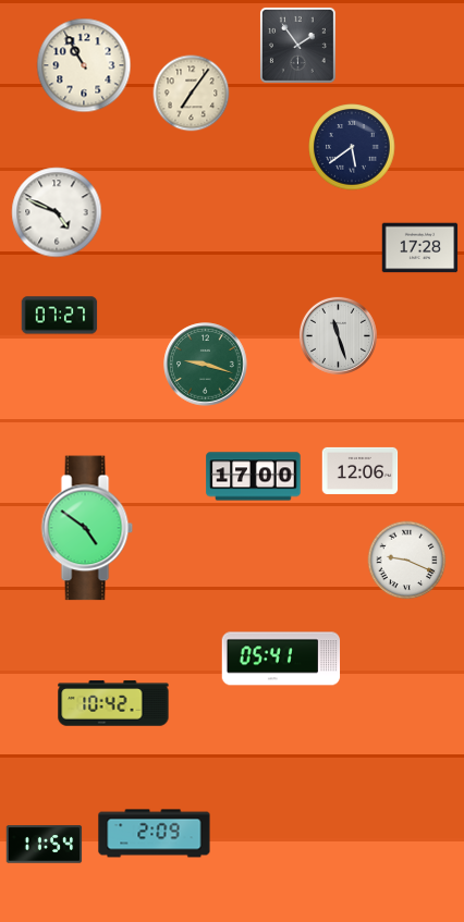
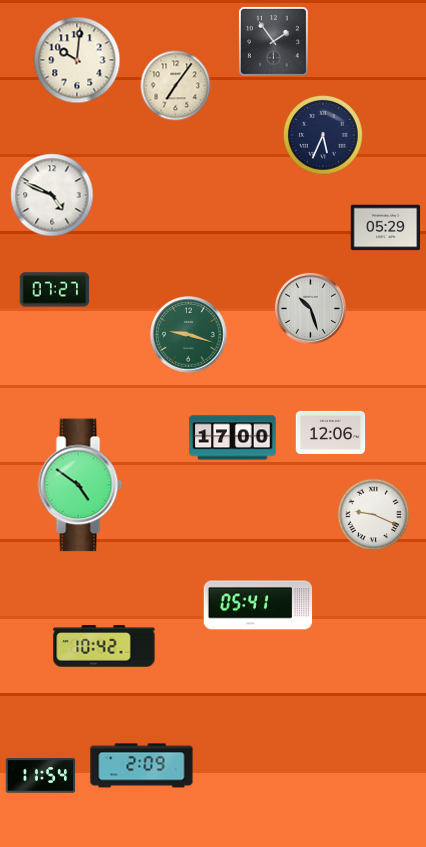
clock at (84, 65): 10:55 -> 10:01
clock at (352, 147): 5:39 -> 5:34
clock at (420, 248): 17:28 -> 05:29
clock at (338, 335): 11:27 -> 10:27
